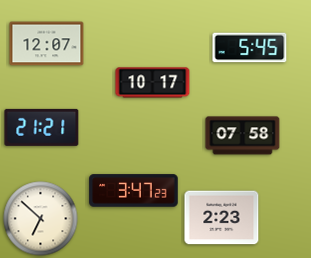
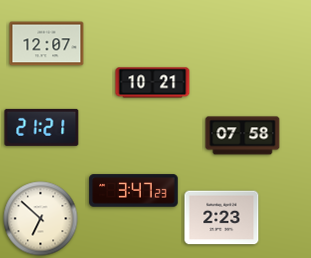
clock at (250, 48): 5:45 -> none
clock at (153, 83): 10:17 -> 10:21
